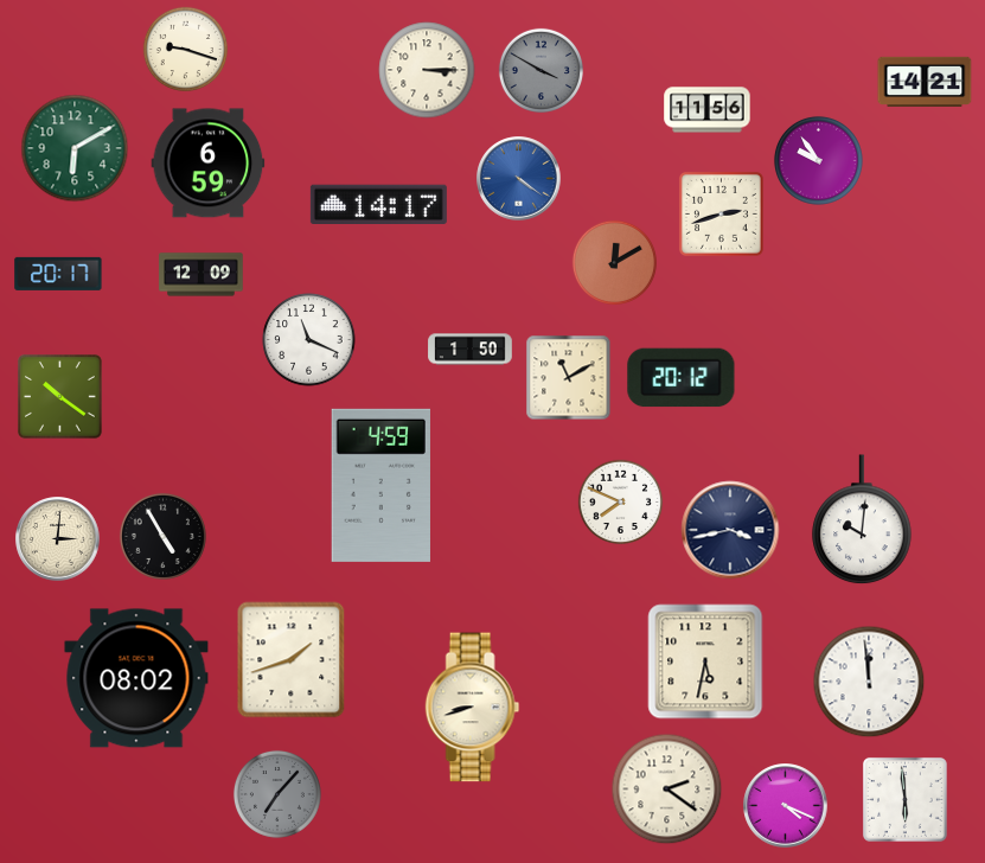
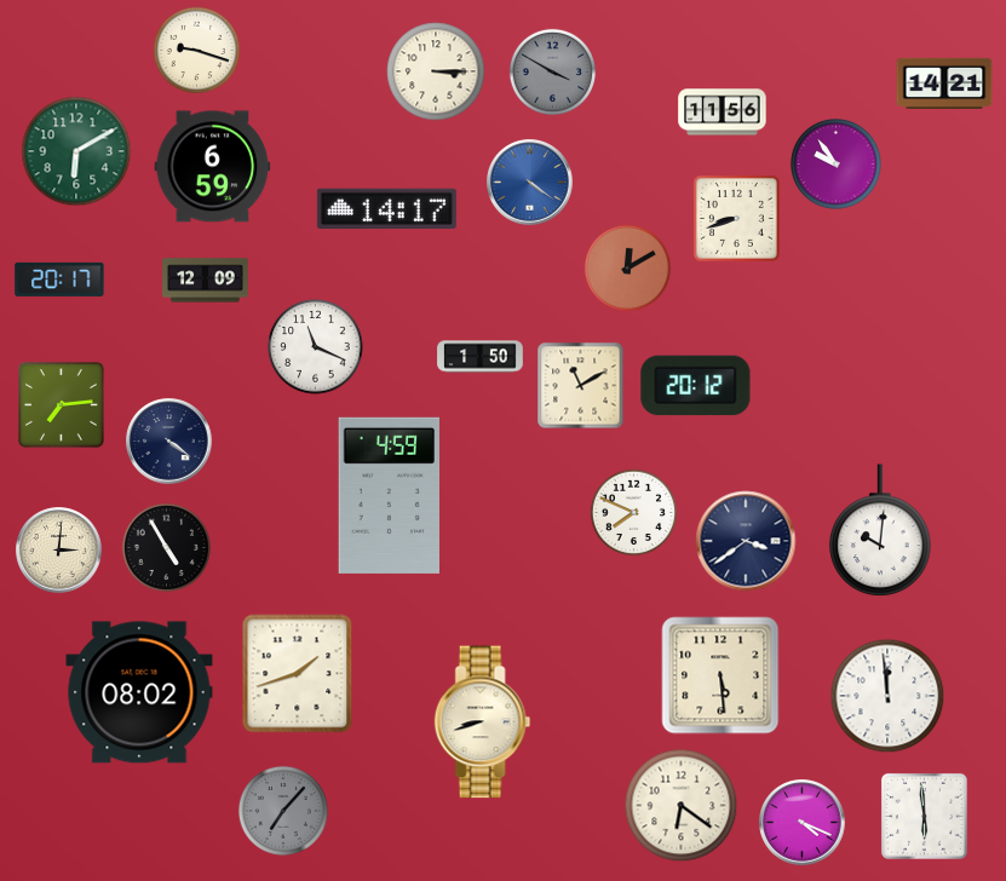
clock at (185, 49) position: (185, 49) -> (196, 50)
clock at (721, 213): 2:42 -> 8:42
clock at (59, 396): 10:21 -> 7:14
clock at (169, 442): none -> 4:21
clock at (730, 530): 3:43 -> 3:39
clock at (705, 661): 5:32 -> 5:29
clock at (667, 790): 2:21 -> 6:21
